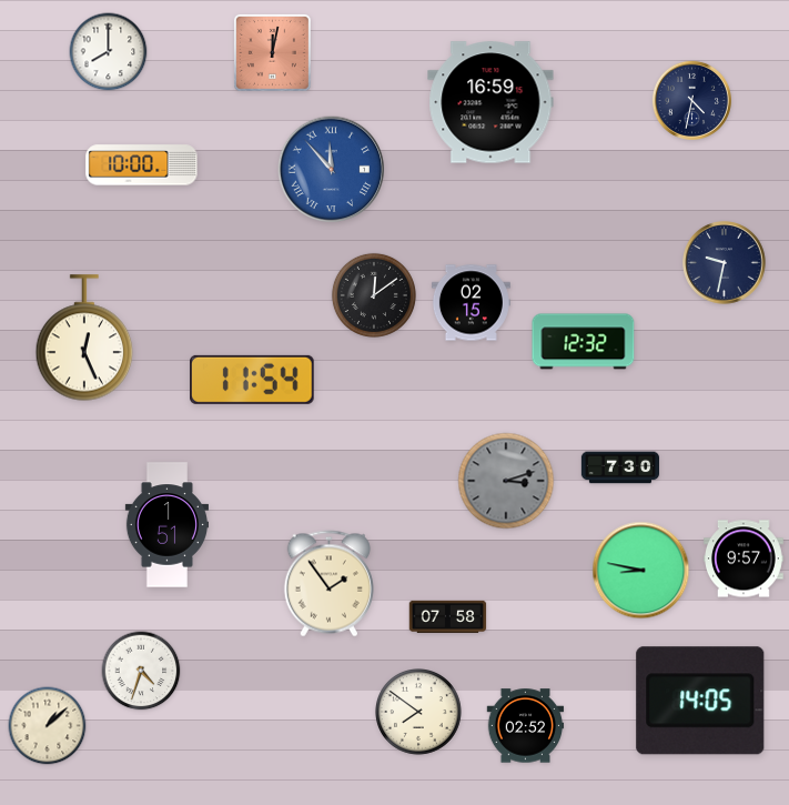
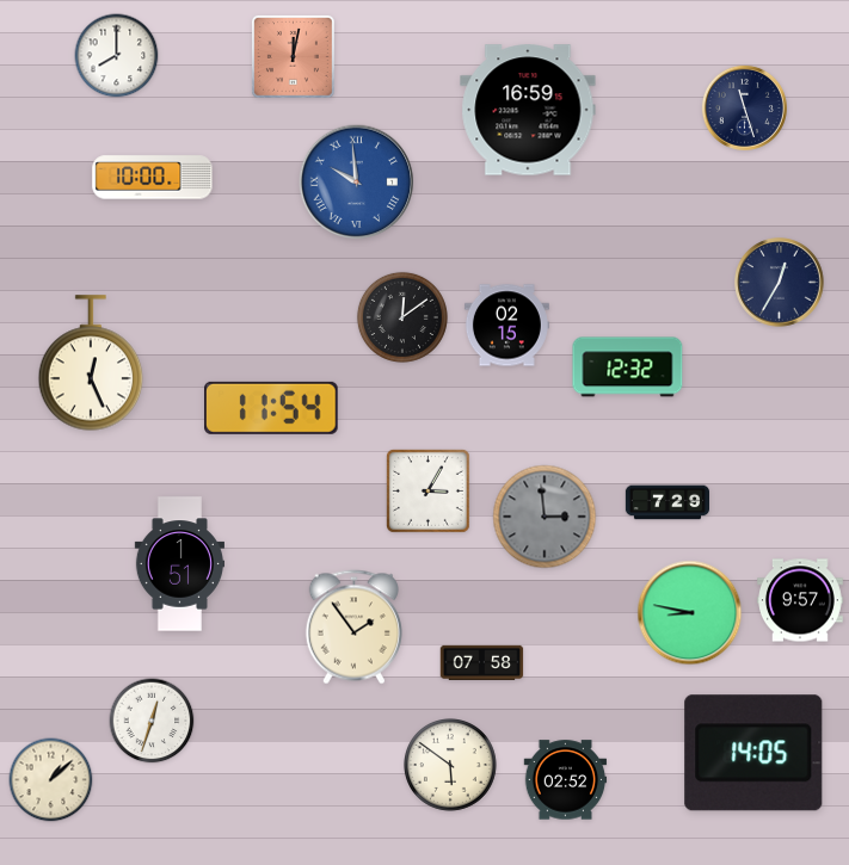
clock at (691, 100): 4:32 -> 11:27
clock at (332, 170): 11:53 -> 9:59
clock at (725, 263): 9:32 -> 12:35
clock at (427, 490): none -> 3:05
clock at (619, 467): 7:30 -> 7:29
clock at (506, 481): 3:12 -> 2:59
clock at (141, 671): 4:33 -> 12:33
clock at (419, 713): 7:51 -> 5:51
